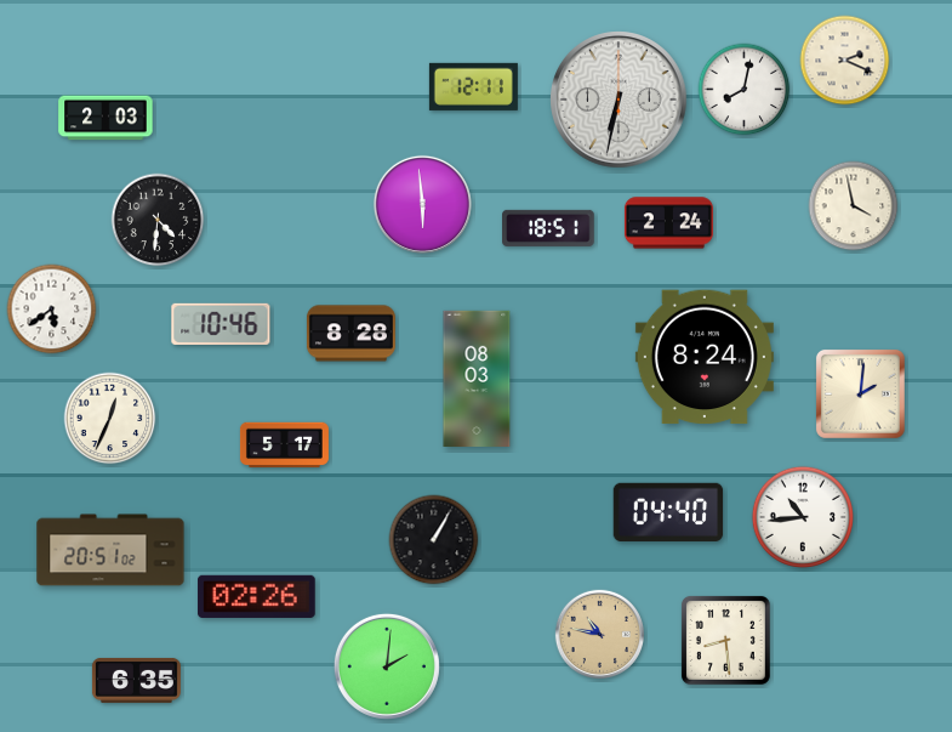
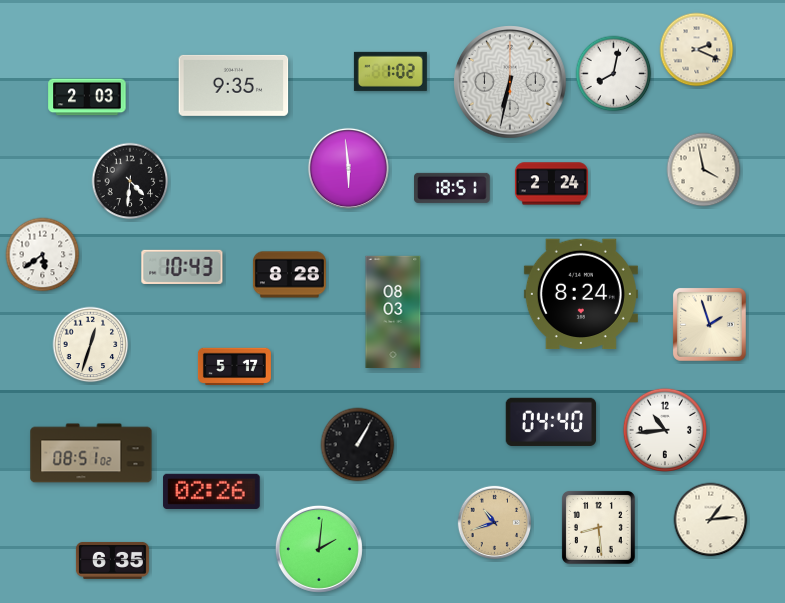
clock at (473, 86): 12:11 -> 1:02
clock at (234, 85): none -> 9:35
clock at (221, 324): 10:46 -> 10:43
clock at (860, 393): 2:01 -> 1:57
clock at (110, 419): 12:34 -> 12:33
clock at (802, 516) position: (802, 516) -> (664, 429)
clock at (110, 550): 20:51 -> 08:51
clock at (711, 520): none -> 1:14
clock at (599, 634): 10:47 -> 10:42
